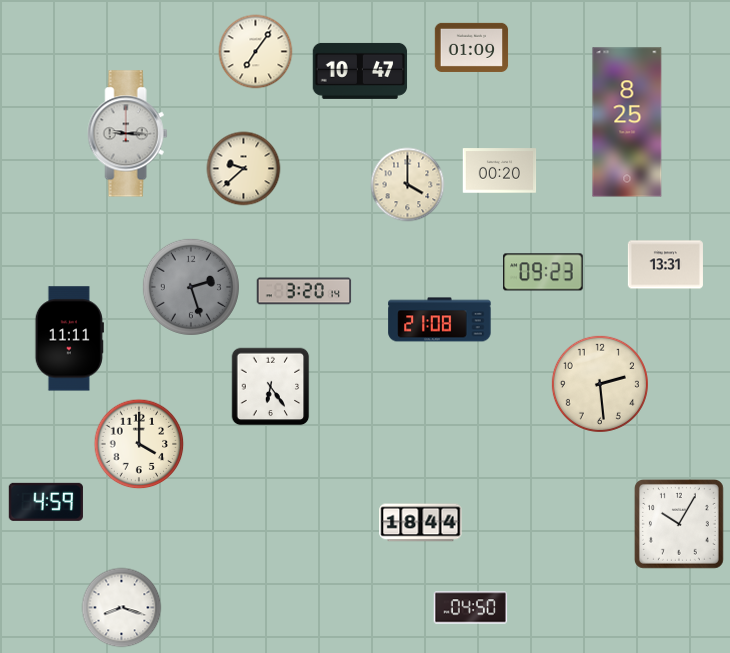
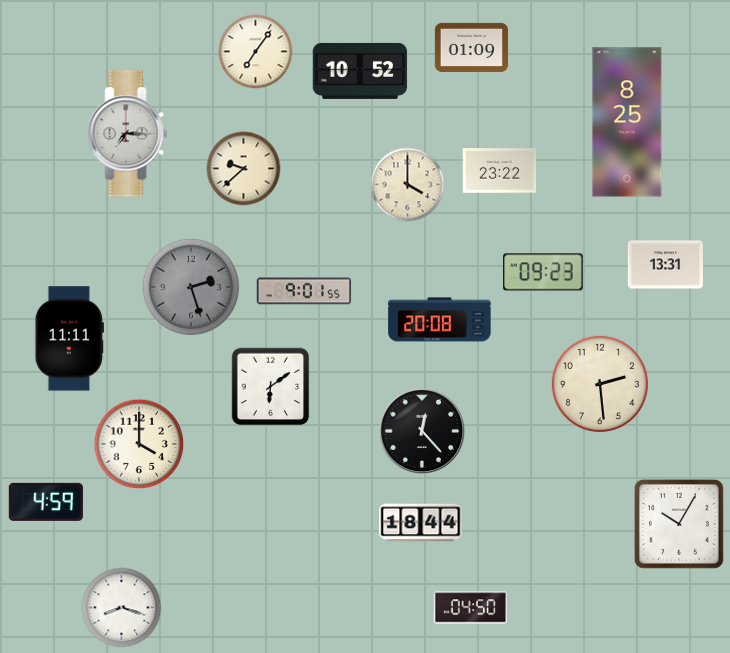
clock at (360, 71): 10:47 -> 10:52
clock at (128, 134): 9:15 -> 7:15
clock at (500, 171): 00:20 -> 23:22
clock at (304, 291): 3:20 -> 9:01
clock at (440, 320): 21:08 -> 20:08
clock at (271, 387): 6:24 -> 6:09
clock at (422, 431): none -> 12:23
